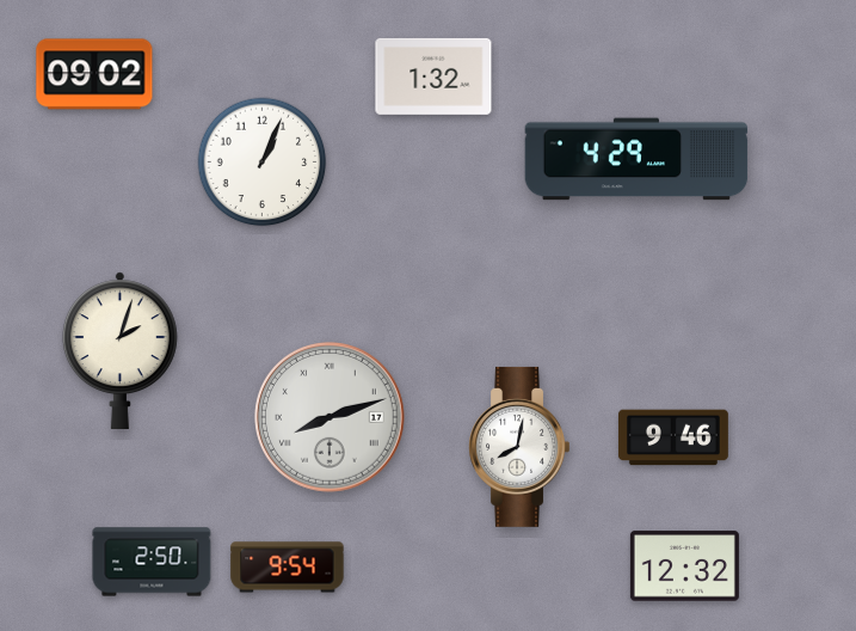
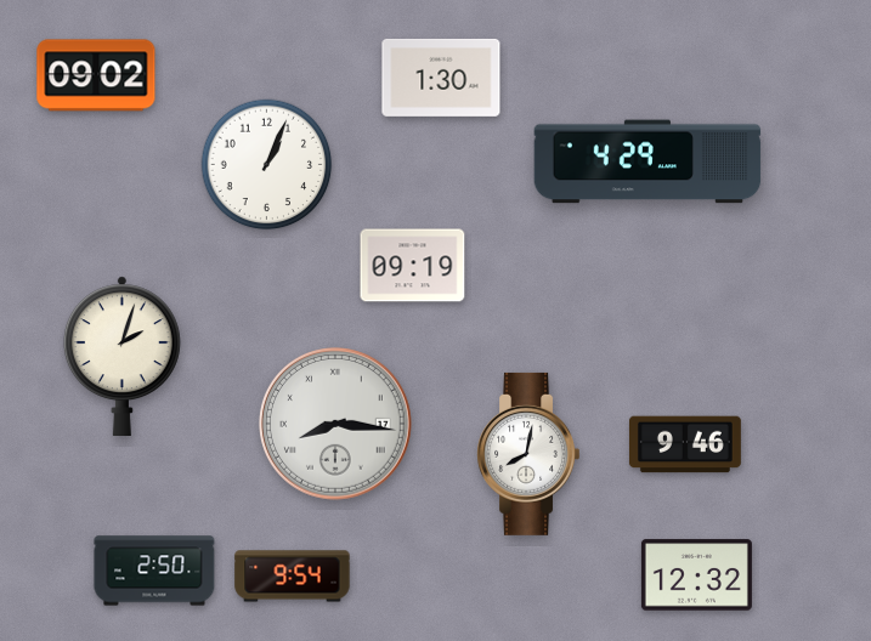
clock at (433, 76): 1:32 -> 1:30
clock at (413, 266): none -> 09:19
clock at (331, 418): 8:12 -> 8:16
